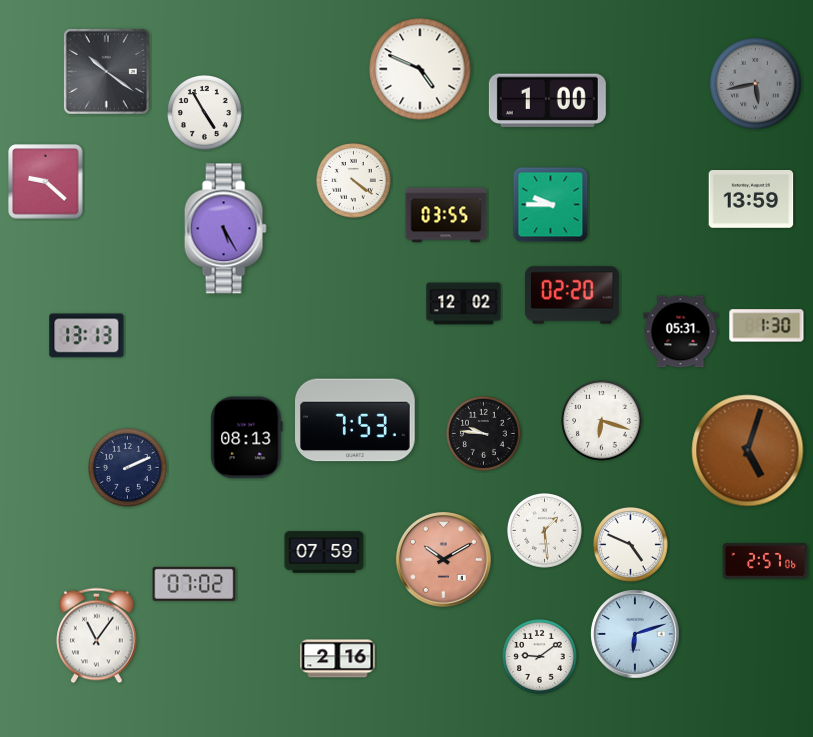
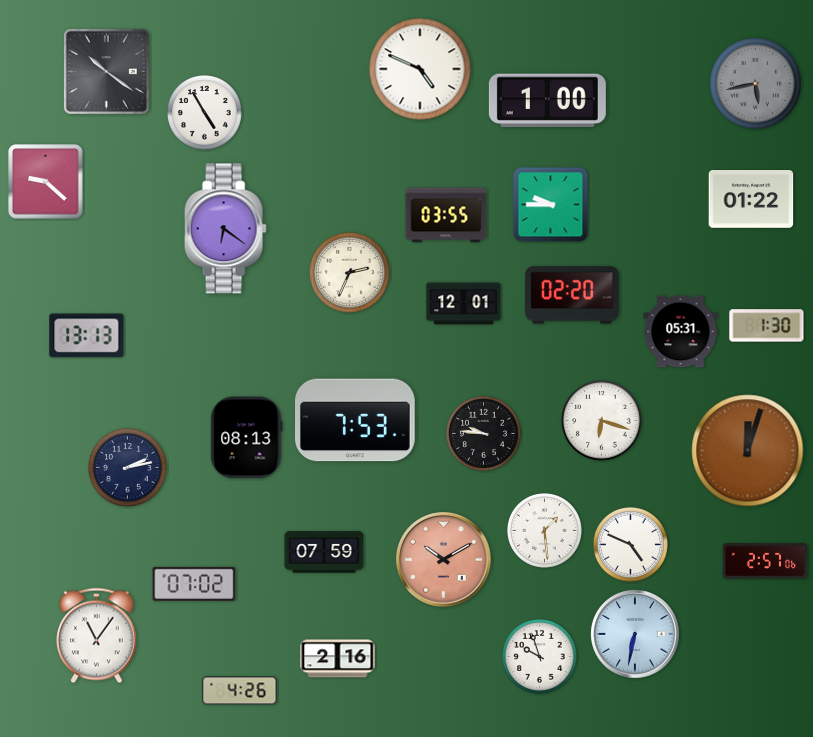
clock at (354, 181): 4:21 -> none
clock at (751, 200): 13:59 -> 01:22
clock at (225, 229): 5:25 -> 6:21
clock at (350, 273): none -> 2:34
clock at (464, 304): 12:02 -> 12:01
clock at (748, 451): 5:03 -> 12:03
clock at (128, 468): 2:11 -> 2:13
clock at (635, 634): 6:12 -> 6:32
clock at (540, 657): 9:09 -> 9:57
clock at (240, 691): none -> 4:26
